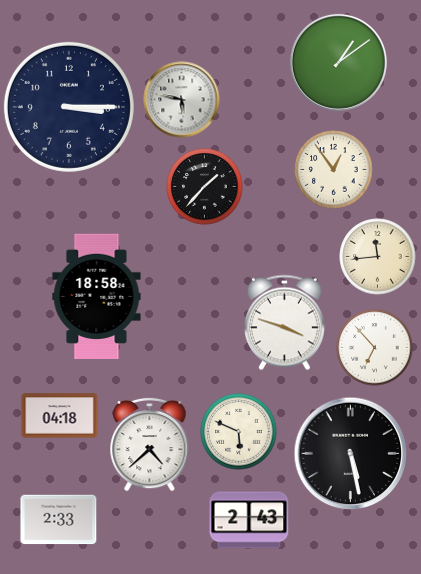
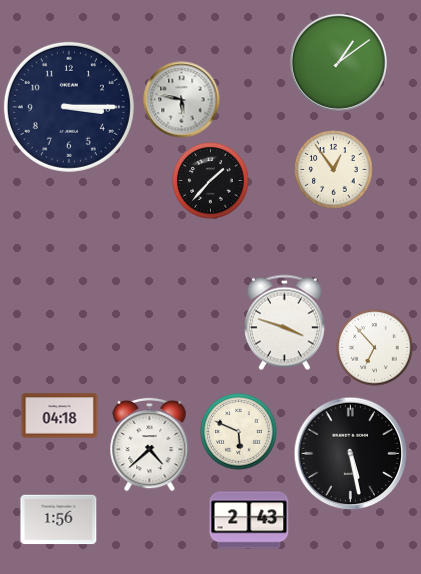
clock at (205, 187) position: (205, 187) -> (211, 181)
clock at (378, 257): 11:44 -> none
clock at (97, 296): 18:58 -> none
clock at (59, 520): 2:33 -> 1:56
